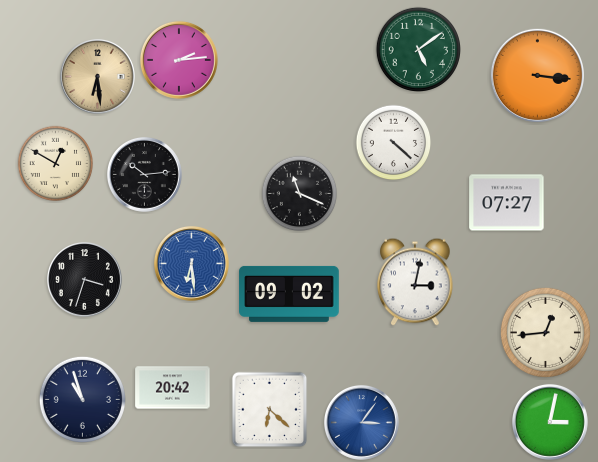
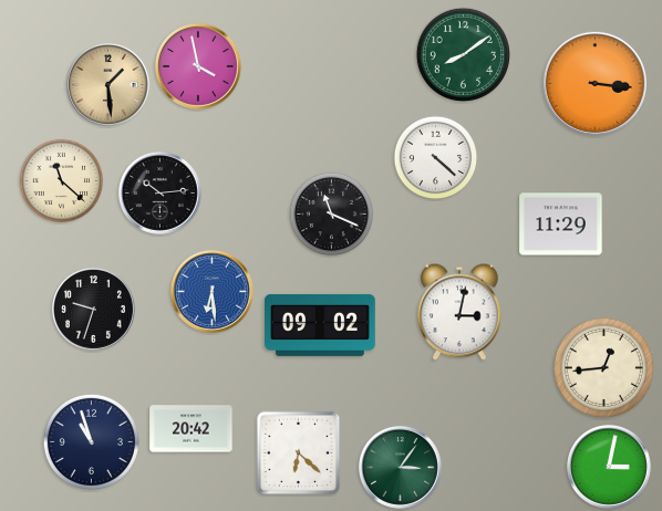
clock at (418, 49): 5:09 -> 8:09
clock at (179, 60): 2:14 -> 3:58
clock at (97, 76): 6:29 -> 1:29
clock at (56, 164): 12:50 -> 11:22
clock at (507, 203): 07:27 -> 11:29
clock at (84, 279): 3:33 -> 9:33
clock at (361, 422) dial: blue -> green
